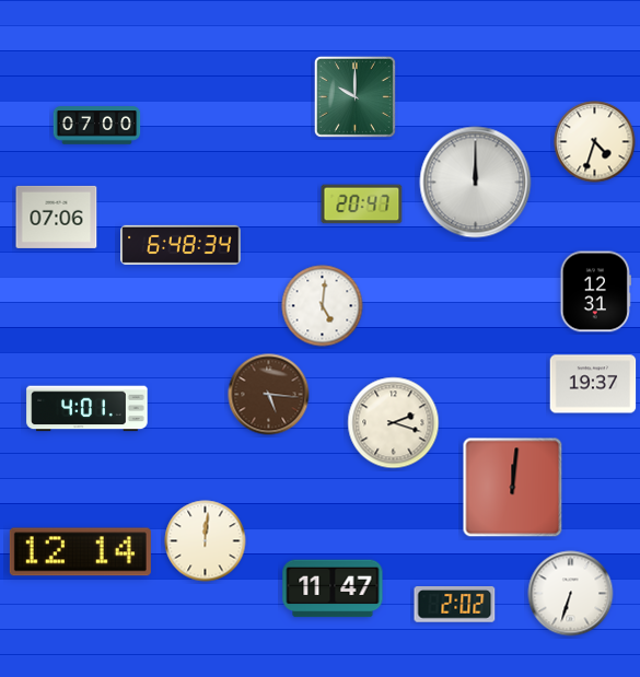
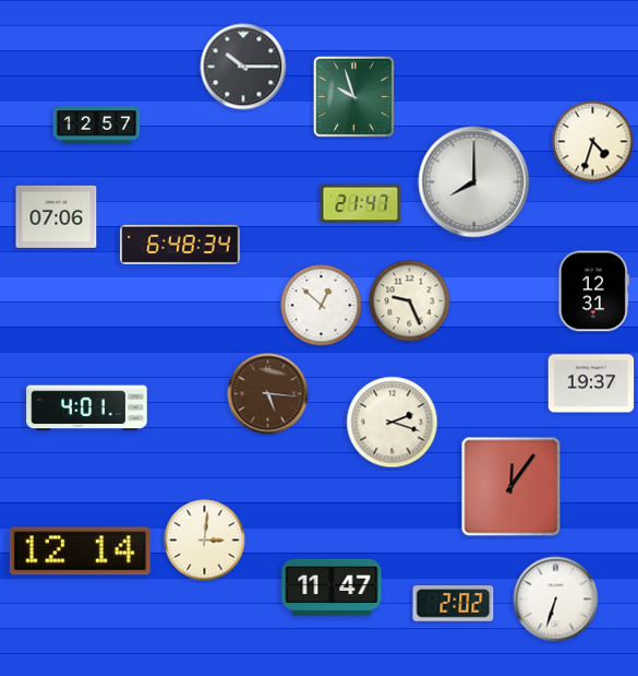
clock at (243, 67): none -> 10:15
clock at (354, 96): 10:00 -> 9:57
clock at (97, 126): 07:00 -> 12:57
clock at (476, 183): 12:00 -> 8:00
clock at (362, 205): 20:47 -> 21:47
clock at (410, 301): none -> 9:26
clock at (323, 306): 5:01 -> 12:52
clock at (513, 488): 12:01 -> 12:06
clock at (206, 541): 12:01 -> 3:01
clock at (571, 594) position: (571, 594) -> (556, 600)
